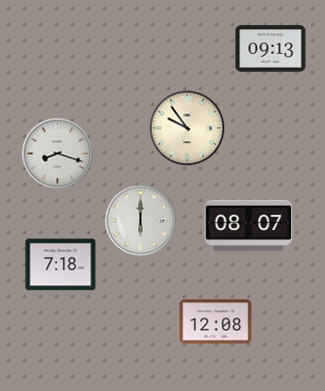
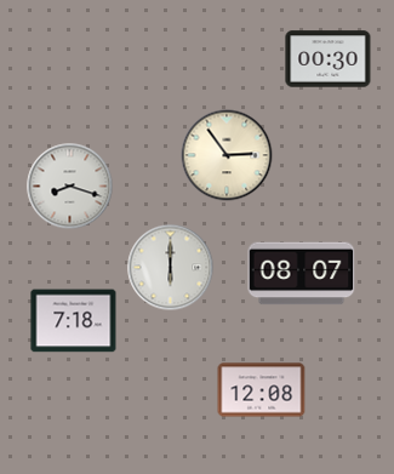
clock at (271, 49): 09:13 -> 00:30
clock at (187, 128): 9:54 -> 2:54
